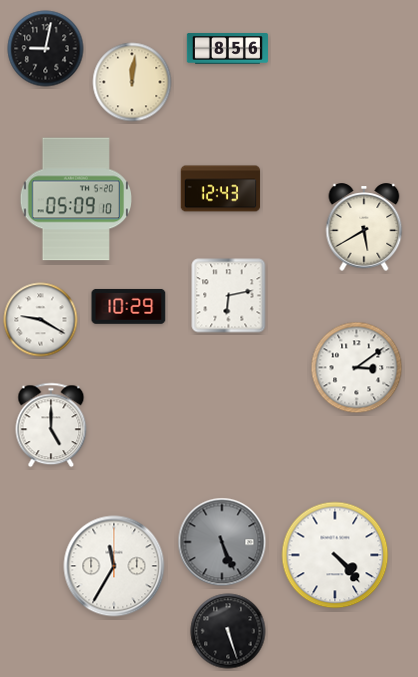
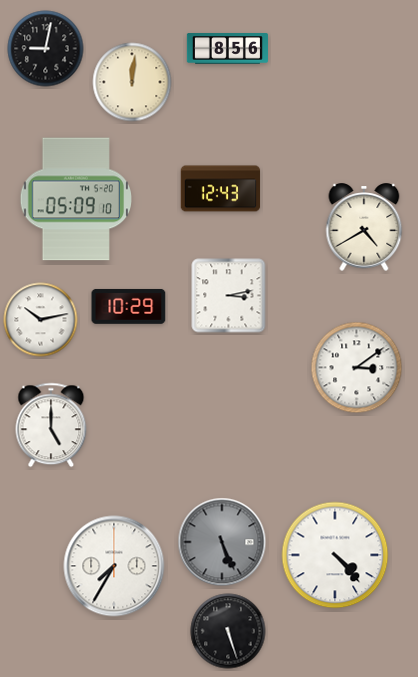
clock at (364, 227): 5:40 -> 4:40
clock at (229, 296): 6:13 -> 3:13
clock at (41, 320): 9:20 -> 10:13
clock at (114, 566): 11:35 -> 7:35
